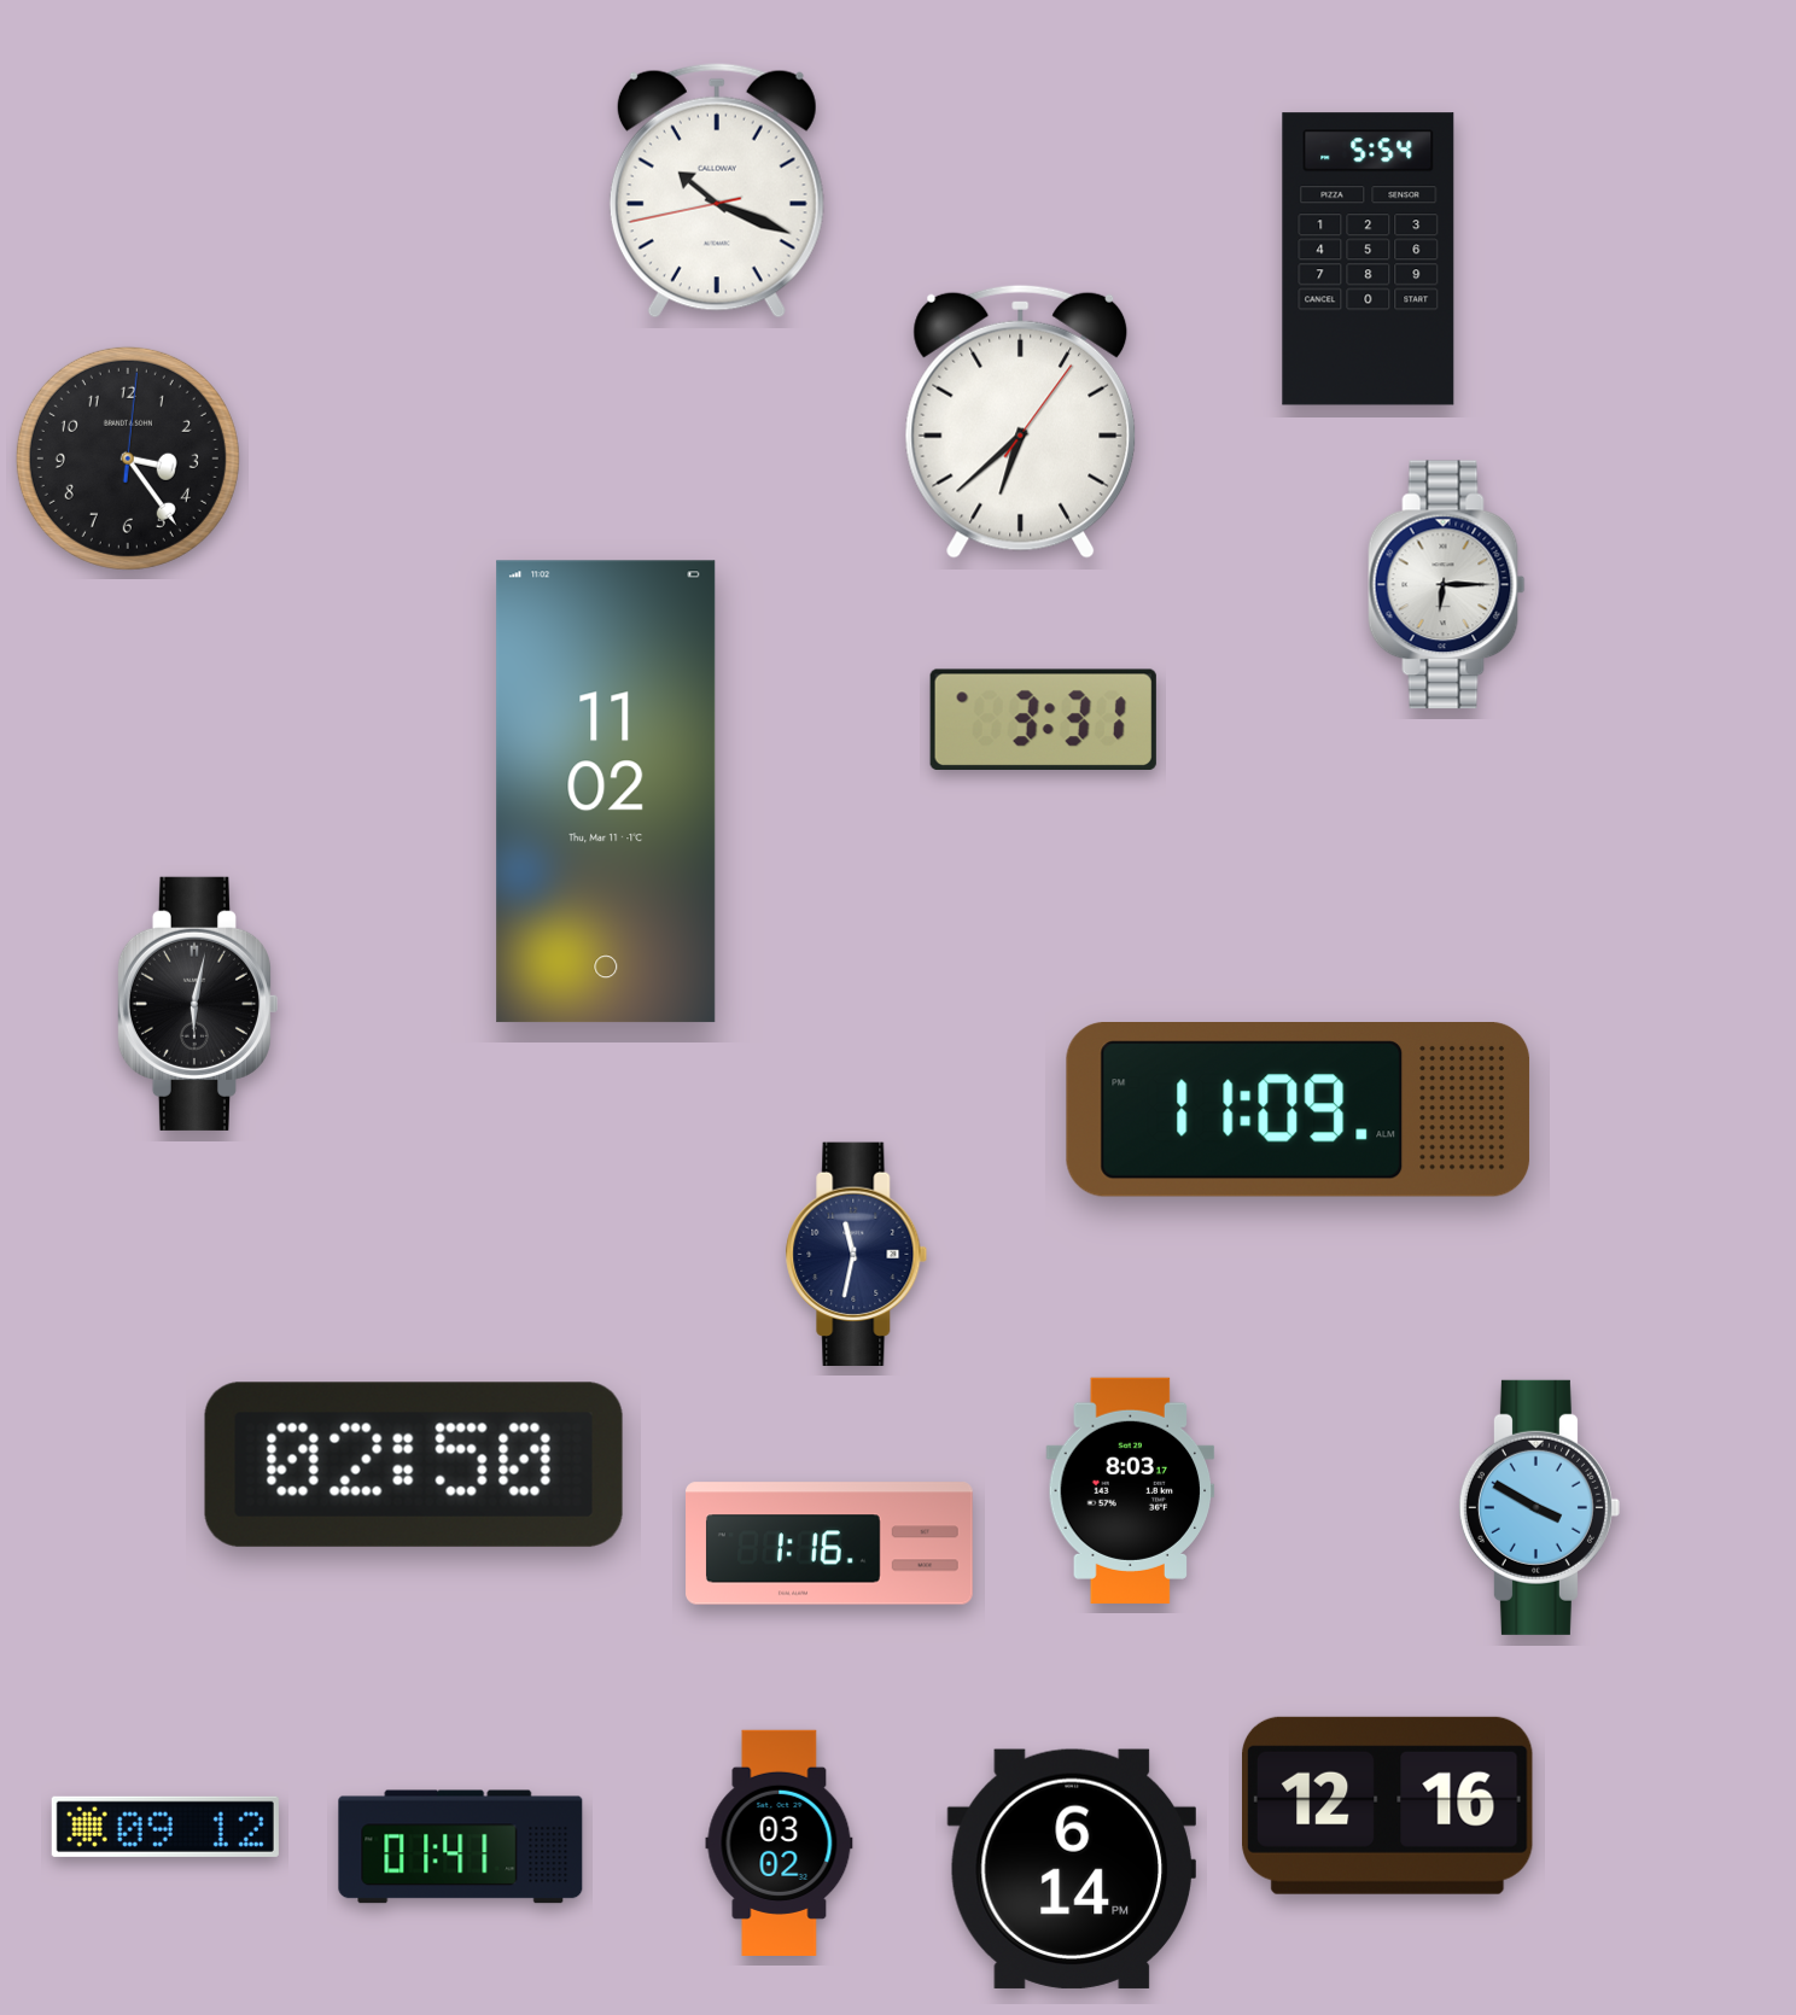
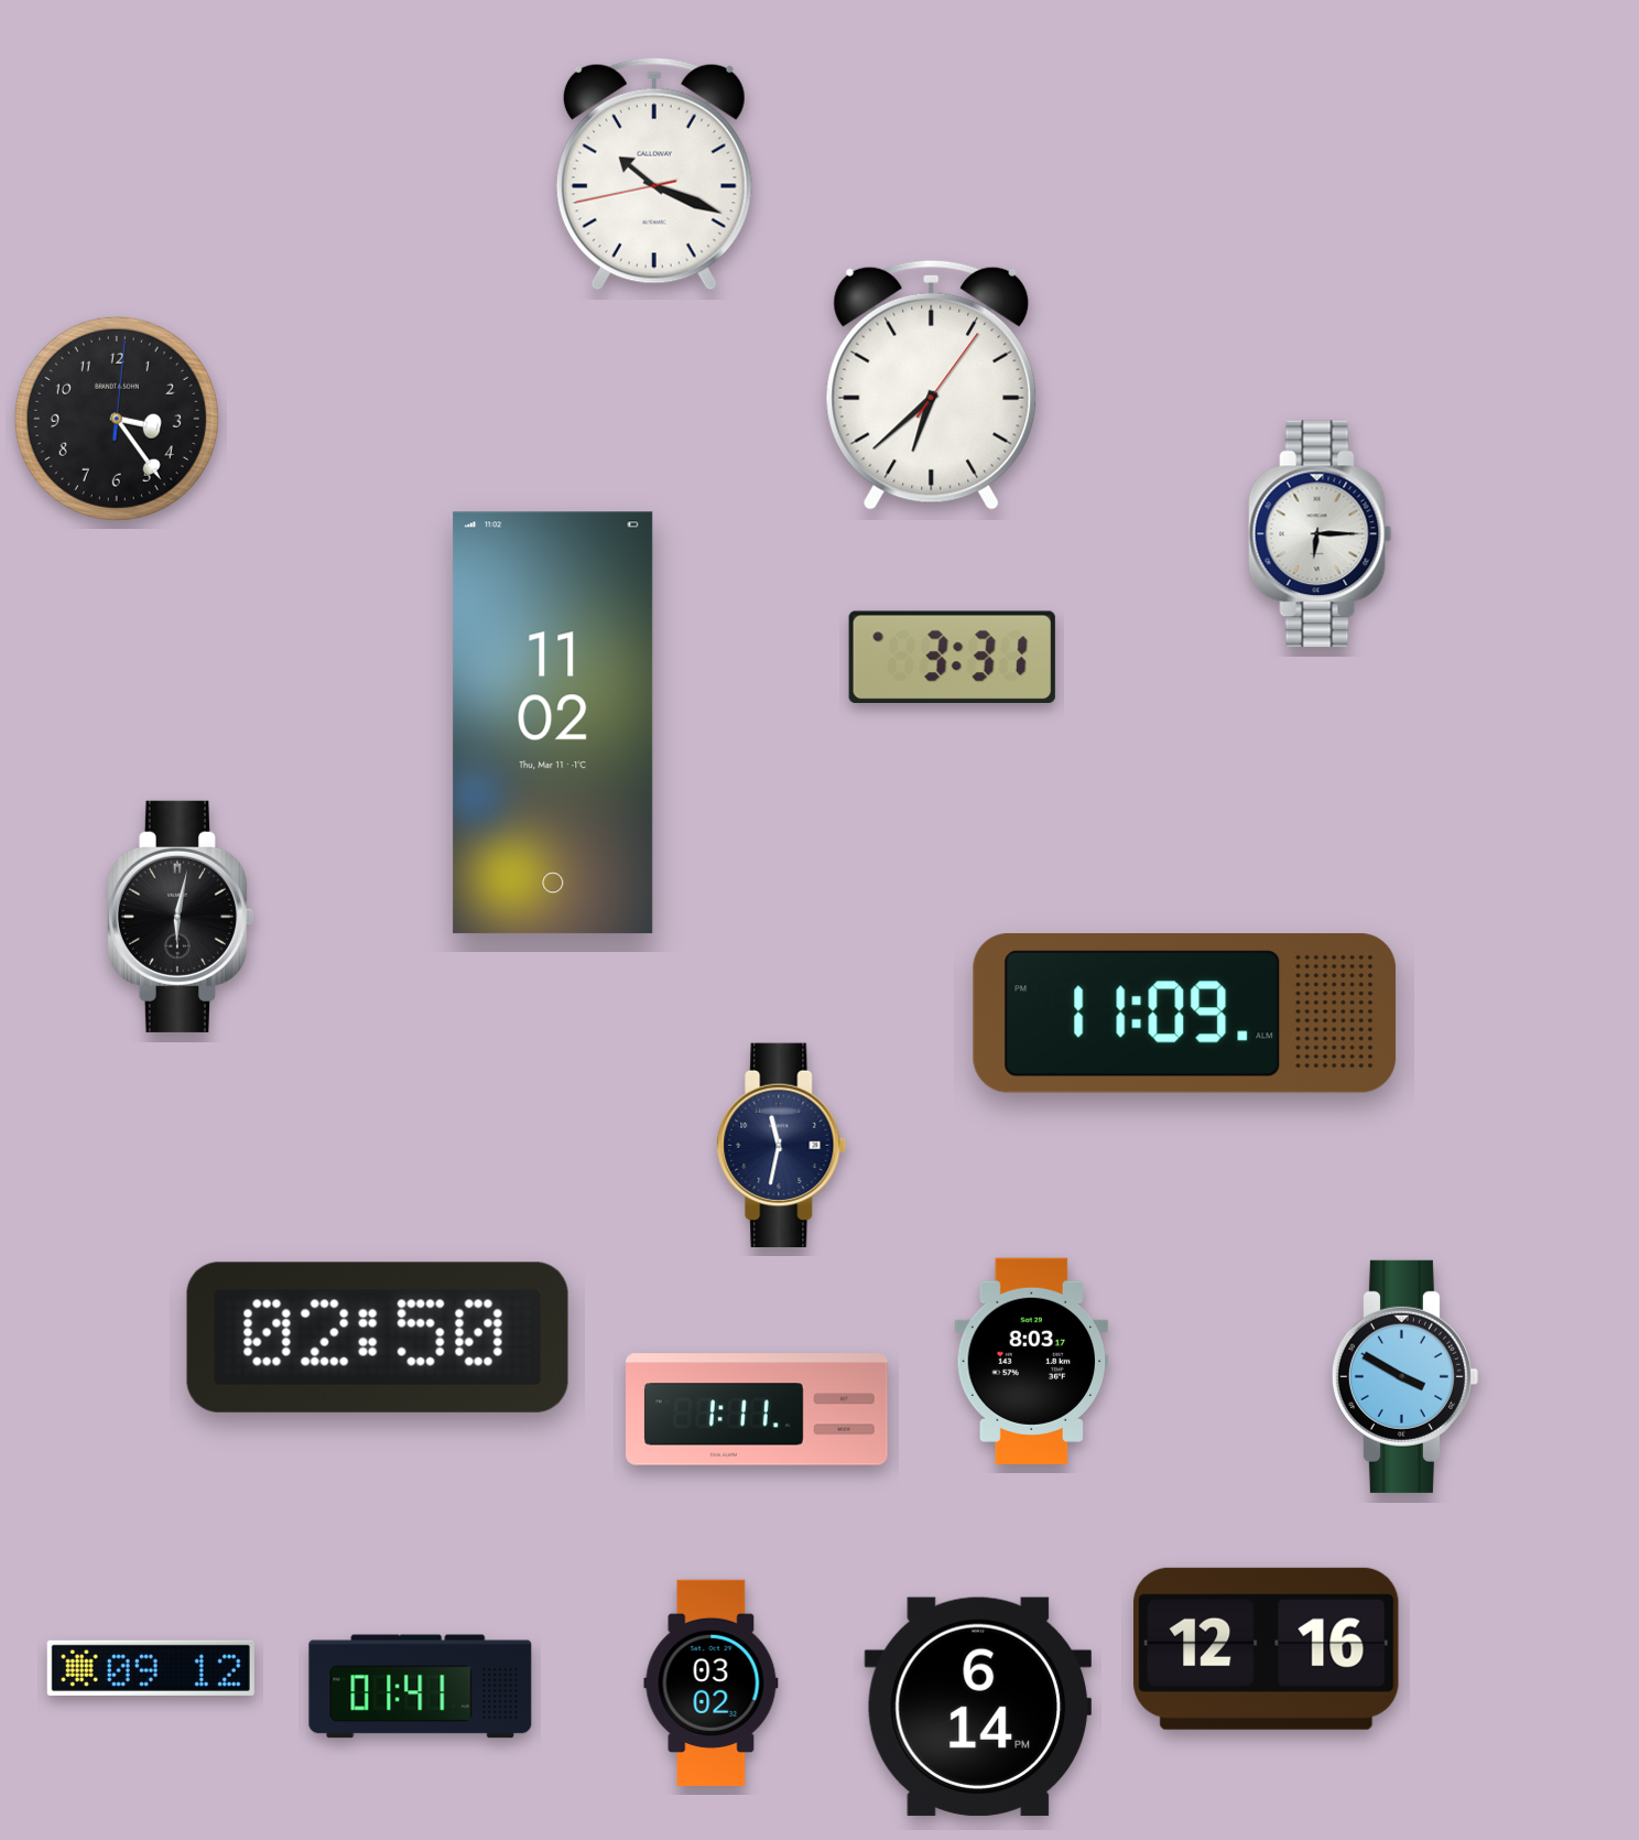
clock at (1369, 259): 5:54 -> none
clock at (830, 1543): 1:16 -> 1:11
